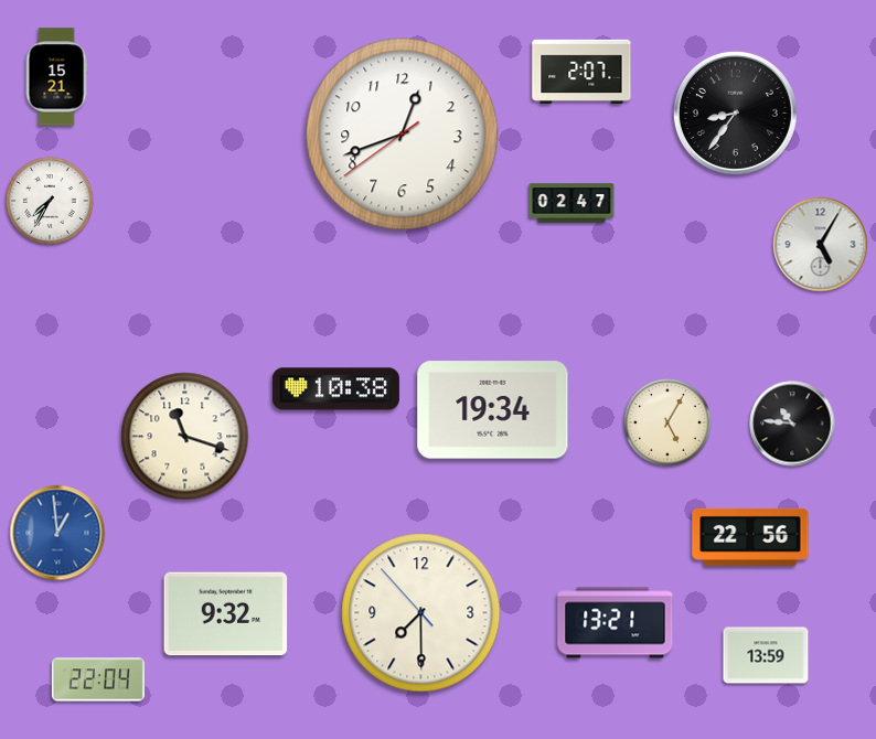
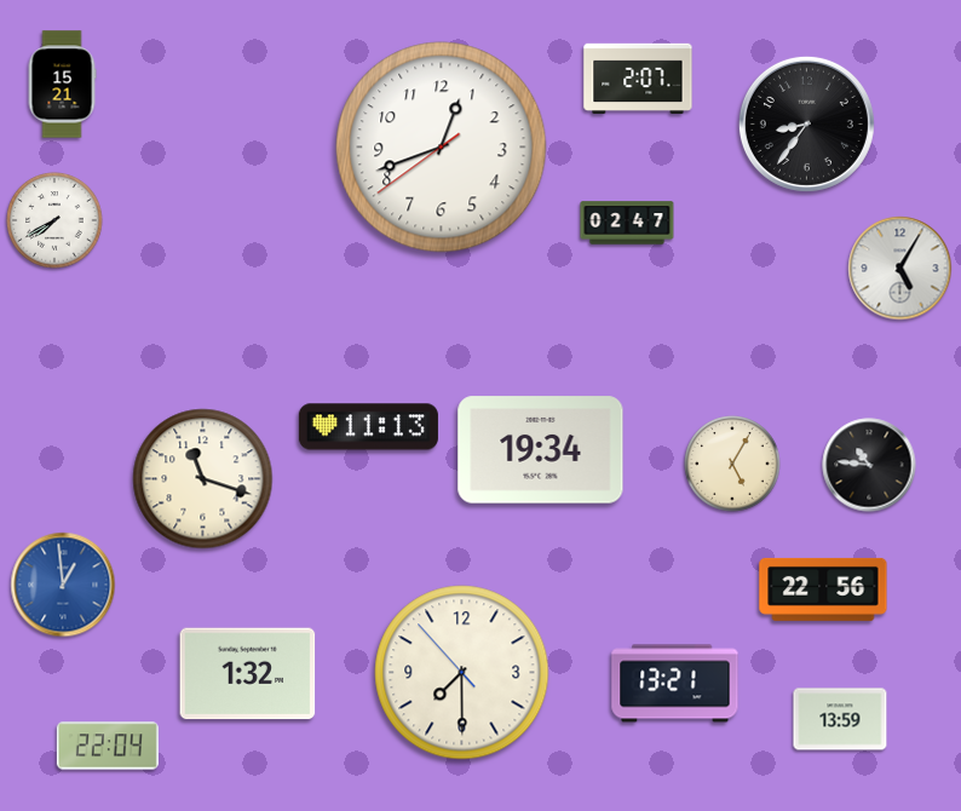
clock at (50, 201): 7:35 -> 7:40
clock at (335, 389): 10:38 -> 11:13
clock at (226, 614): 9:32 -> 1:32
